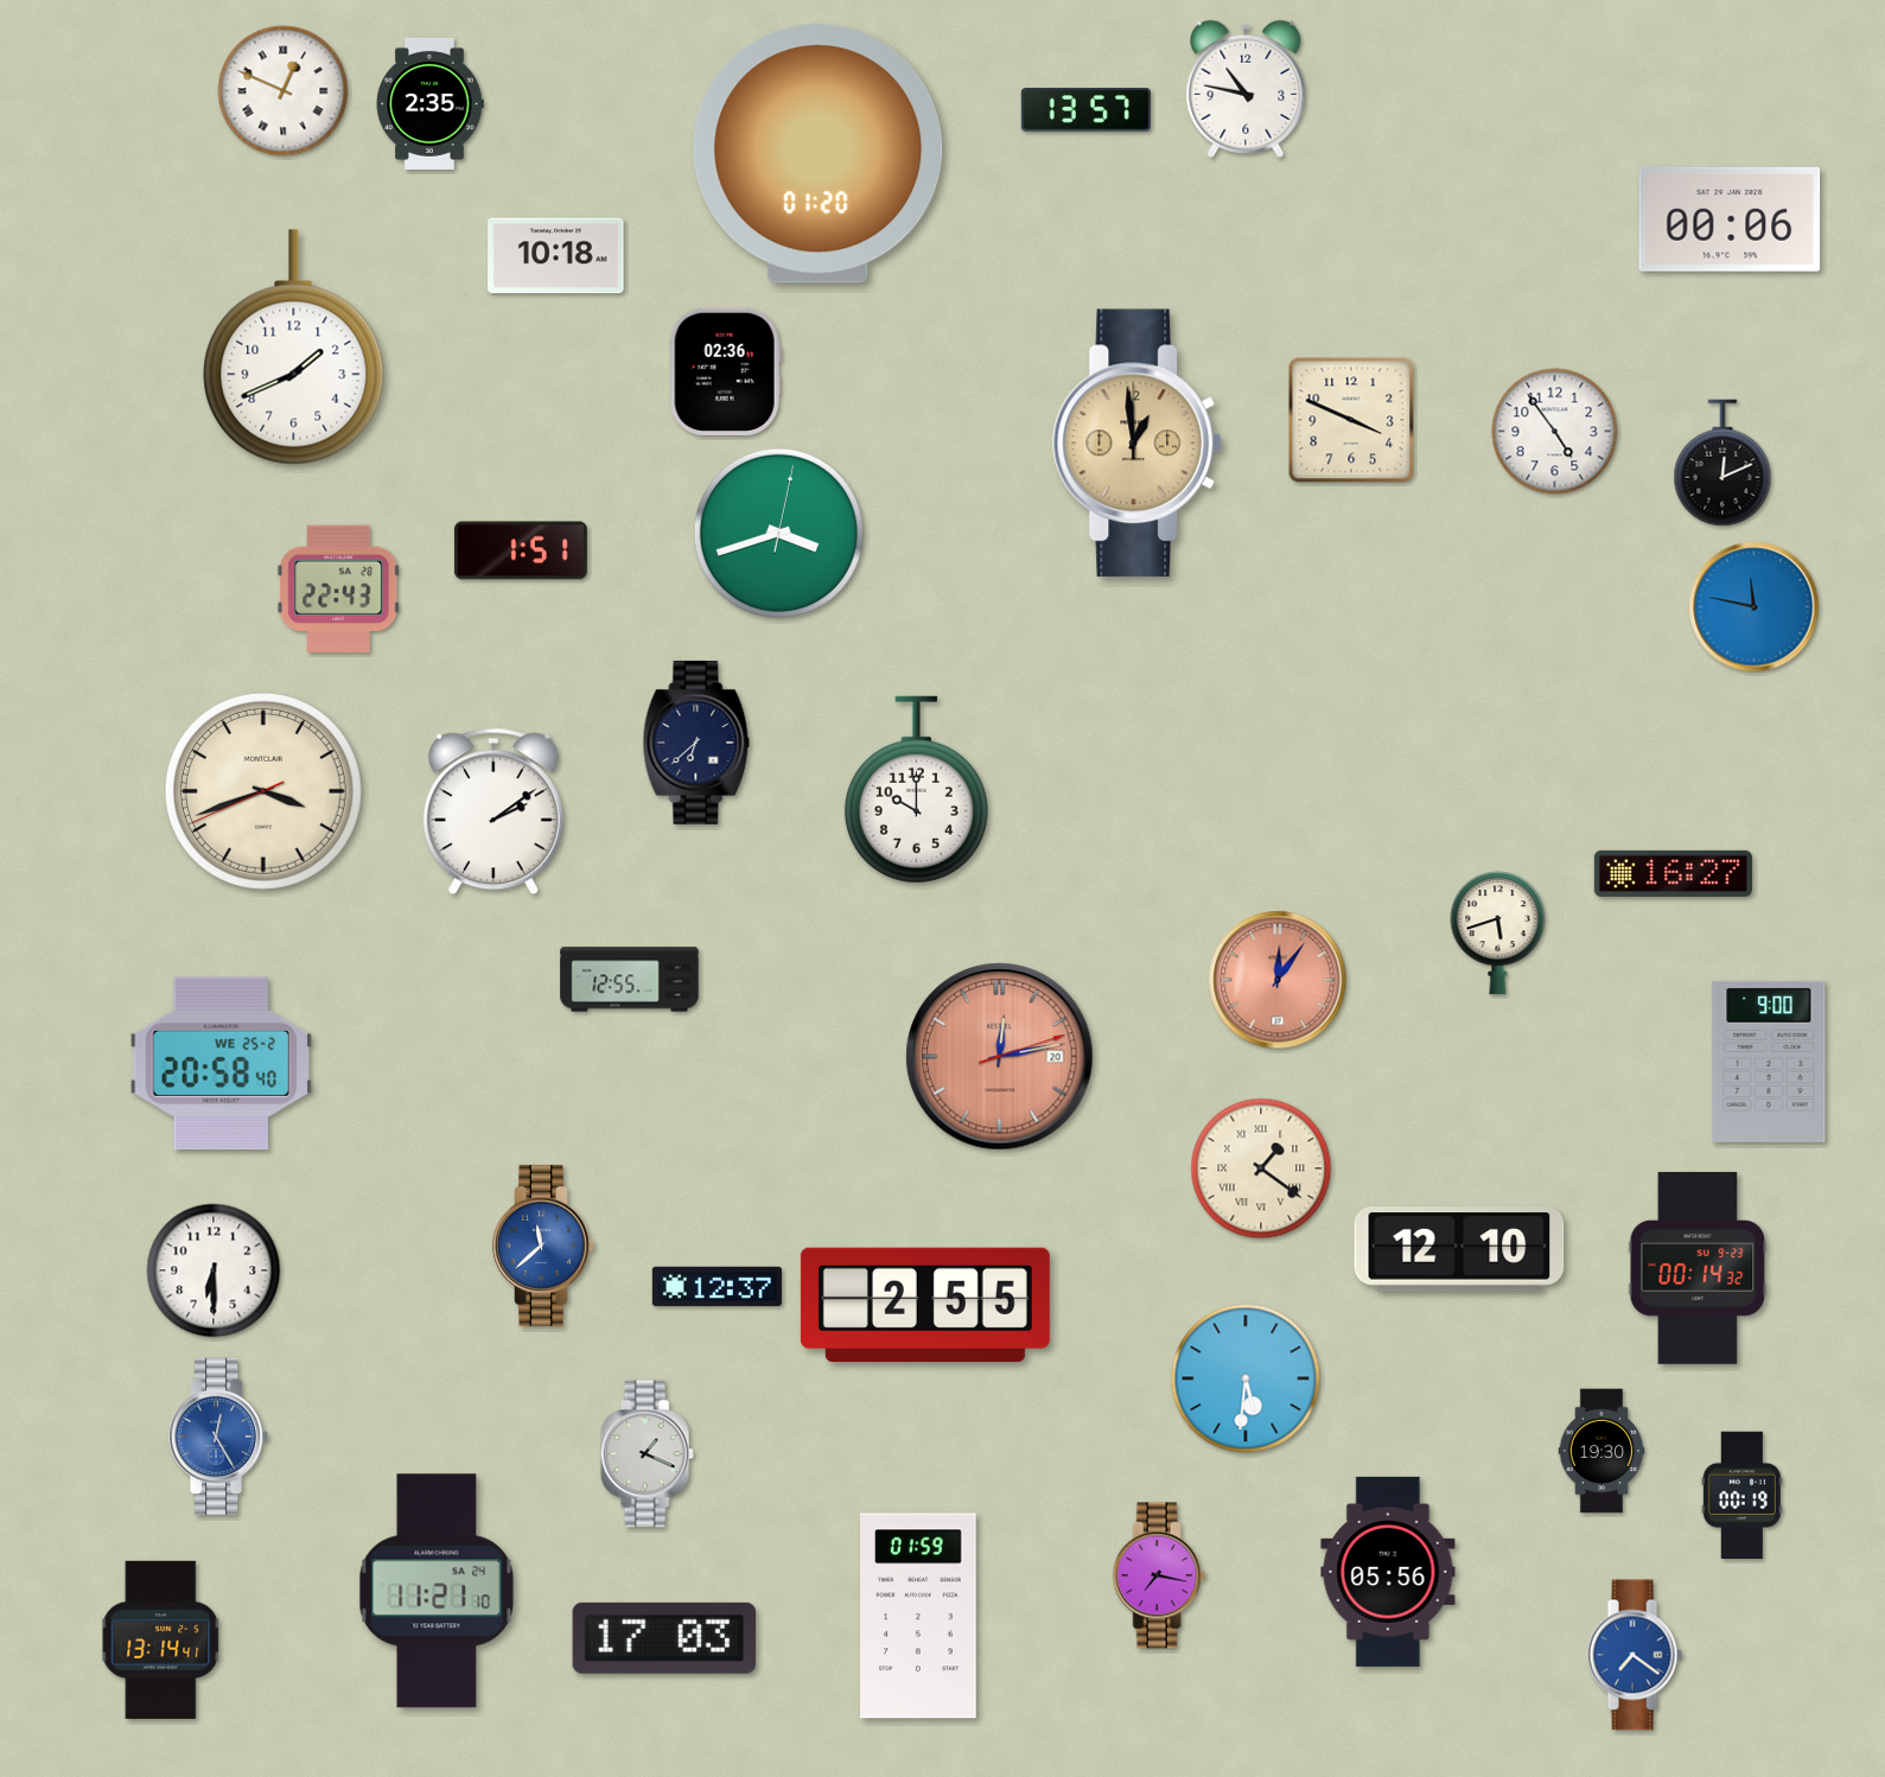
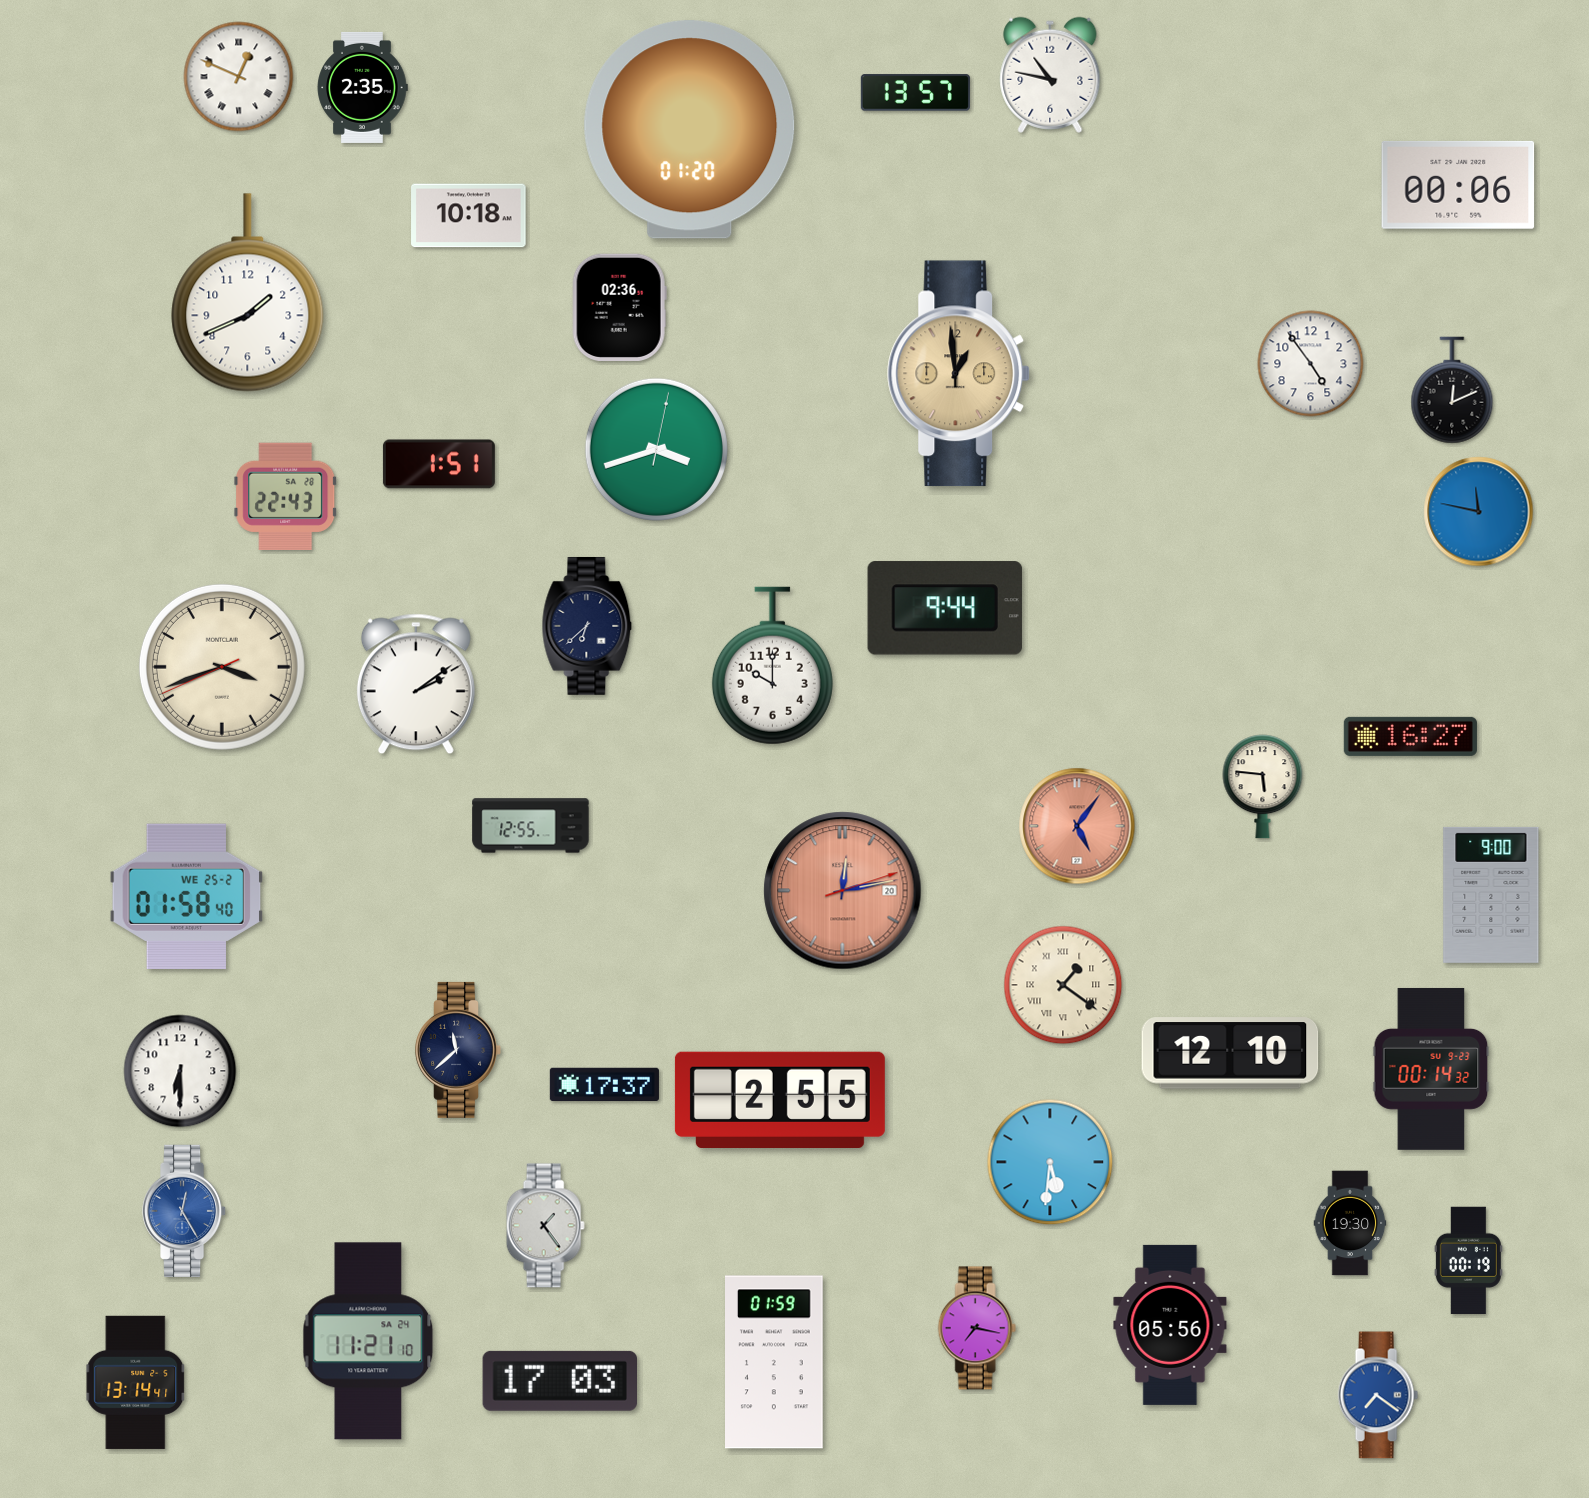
clock at (725, 371) position: (725, 371) -> (619, 307)
clock at (1351, 420): 3:49 -> none
clock at (945, 608): none -> 9:44
clock at (1498, 934): 5:42 -> 5:46
clock at (1278, 980): 12:06 -> 5:06
clock at (222, 1064): 20:58 -> 01:58
clock at (543, 1246) dial: blue -> navy
clock at (717, 1286): 12:37 -> 17:37
clock at (647, 1454): 1:19 -> 1:24
